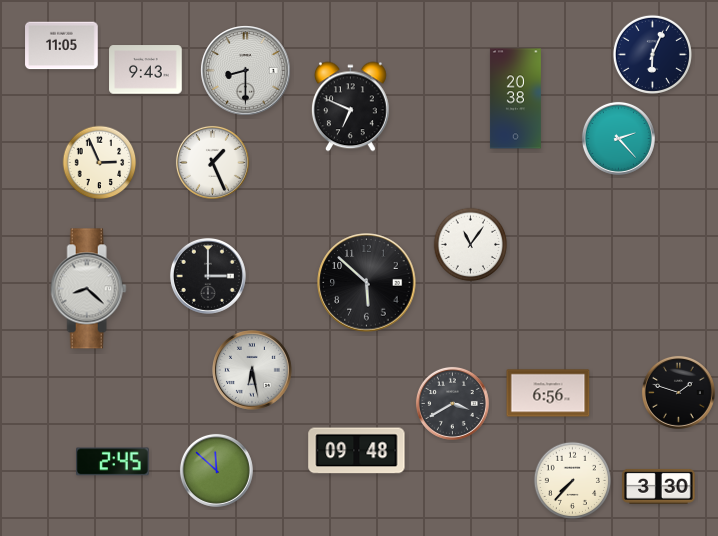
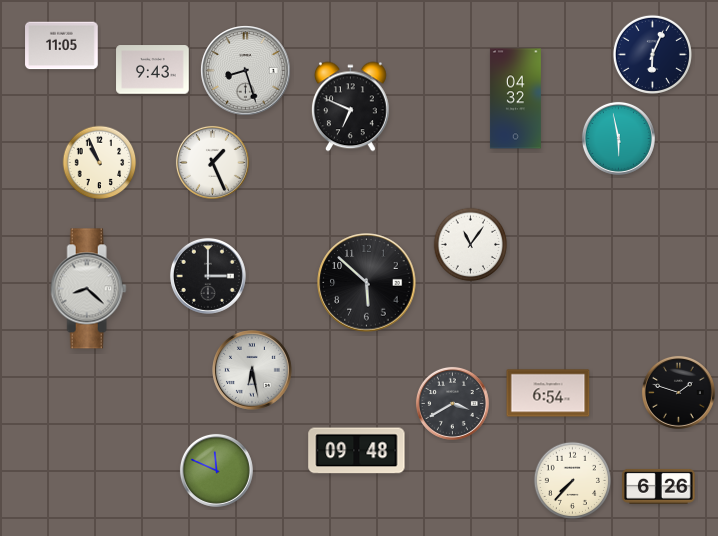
clock at (146, 70) position: (146, 70) -> (153, 70)
clock at (246, 71): 8:30 -> 8:27
clock at (515, 99): 20:38 -> 04:32
clock at (618, 138): 2:23 -> 5:58
clock at (100, 163): 2:56 -> 10:56
clock at (548, 393): 6:56 -> 6:54
clock at (113, 462): 2:45 -> none
clock at (216, 470): 11:52 -> 11:49
clock at (659, 486): 3:30 -> 6:26
